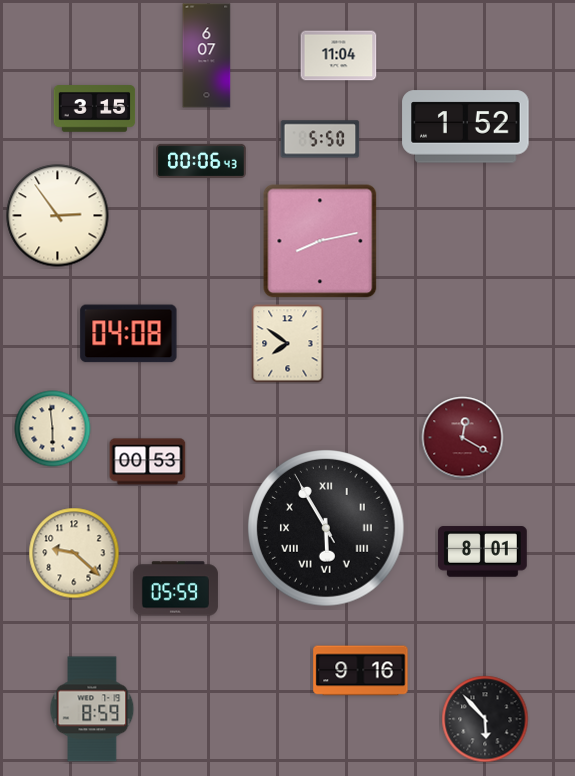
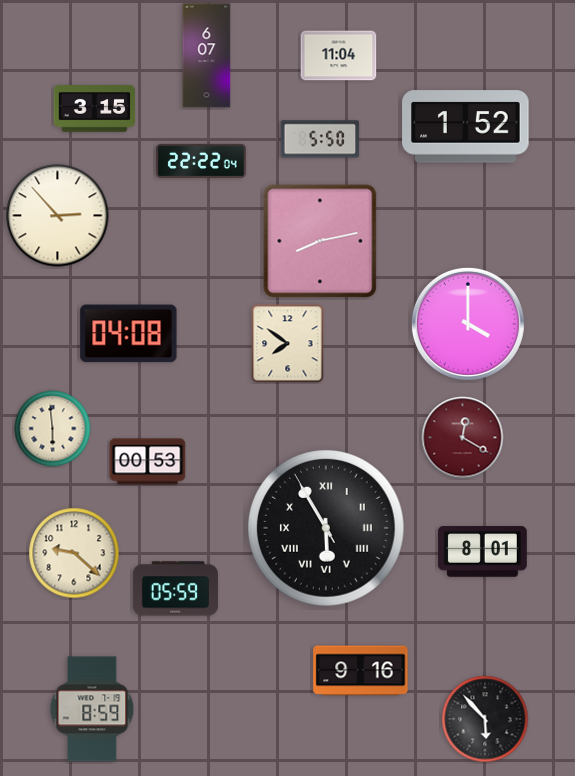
clock at (201, 161): 00:06 -> 22:22
clock at (58, 216): 2:54 -> 2:53
clock at (468, 324): none -> 4:00
